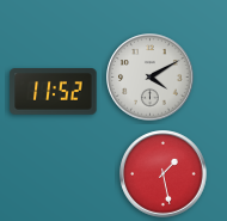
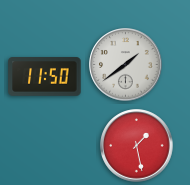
clock at (151, 78): 4:10 -> 1:39
clock at (54, 92): 11:52 -> 11:50
